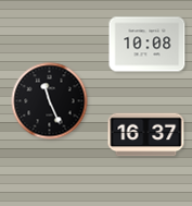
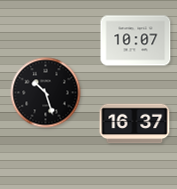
clock at (148, 45): 10:08 -> 10:07
clock at (50, 101): 11:26 -> 10:27
